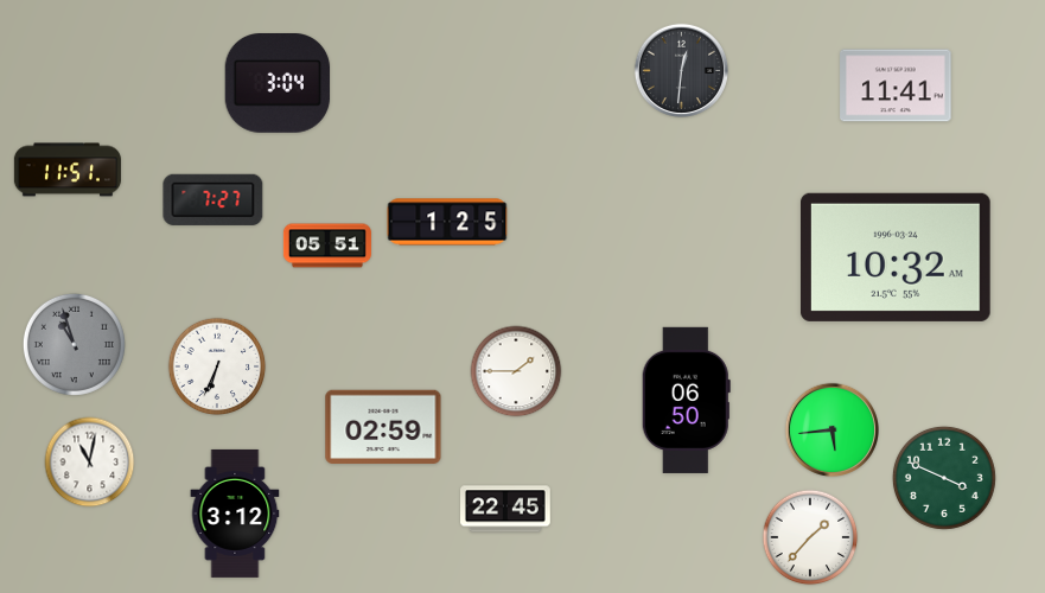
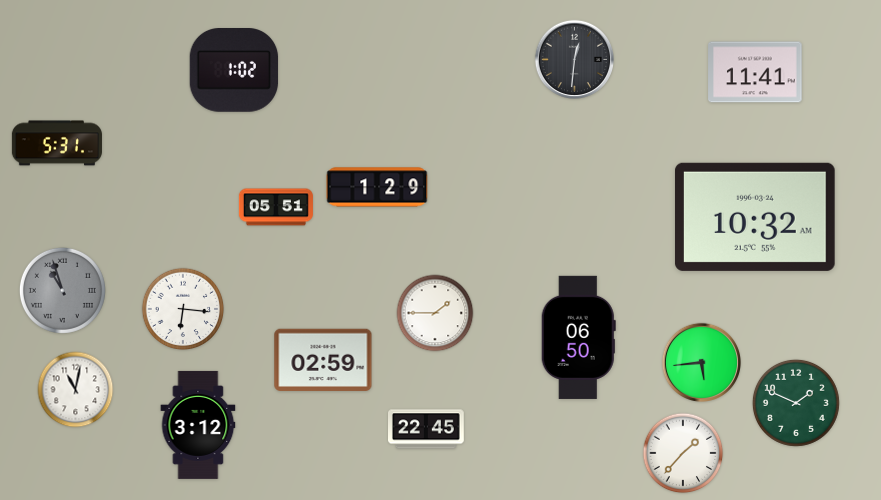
clock at (278, 84): 3:04 -> 1:02
clock at (68, 170): 11:51 -> 5:31
clock at (214, 199): 7:27 -> none
clock at (447, 222): 1:25 -> 1:29
clock at (217, 366): 6:34 -> 6:16
clock at (944, 478): 3:49 -> 1:49
clock at (235, 514) position: (235, 514) -> (198, 425)
